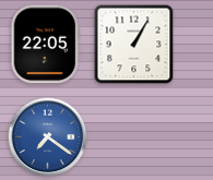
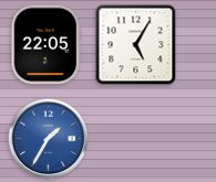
clock at (134, 45): 1:05 -> 5:05
clock at (48, 137): 7:21 -> 1:35
